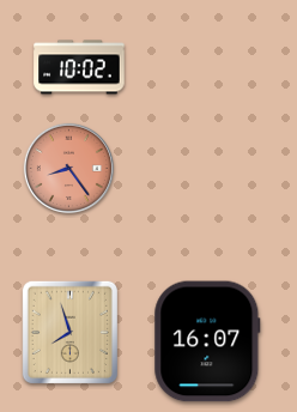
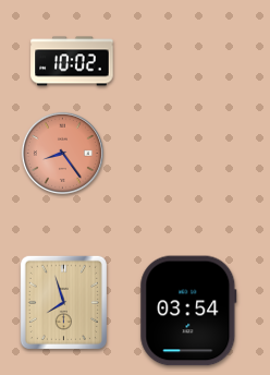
clock at (207, 341): 16:07 -> 03:54
